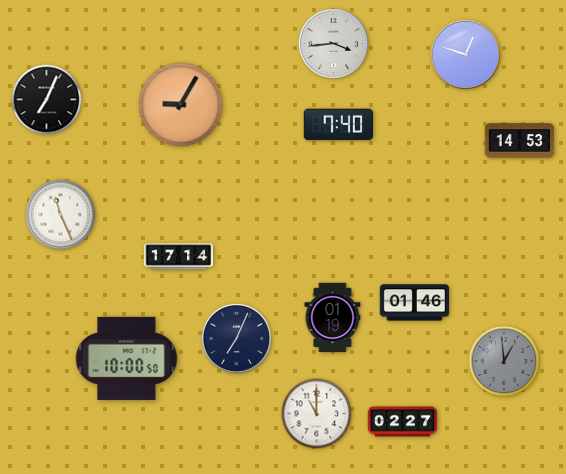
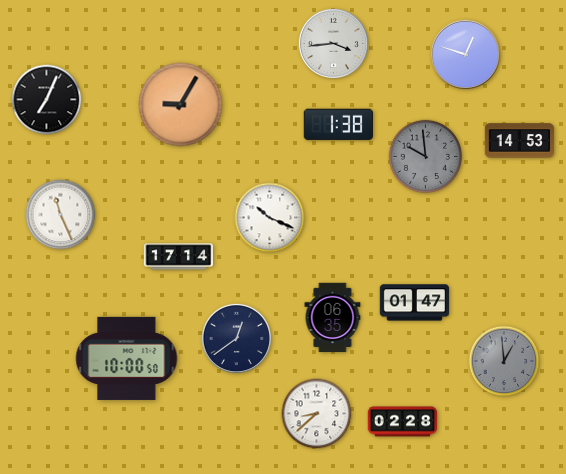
clock at (338, 125): 7:40 -> 1:38
clock at (426, 157): none -> 9:59
clock at (270, 218): none -> 10:19
clock at (415, 303): 01:46 -> 01:47
clock at (333, 318): 01:19 -> 06:35
clock at (236, 338): 7:04 -> 12:39
clock at (317, 414): 11:00 -> 8:38
clock at (403, 422): 02:27 -> 02:28
